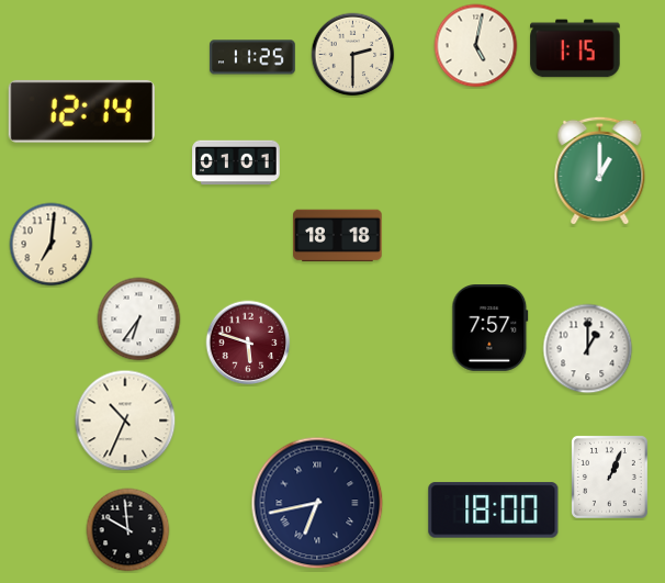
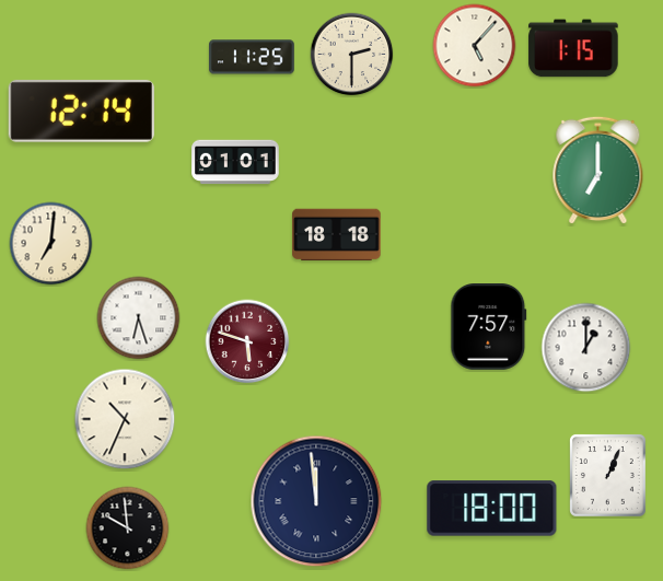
clock at (476, 46): 5:02 -> 5:07
clock at (600, 171): 1:00 -> 7:00
clock at (139, 319): 6:36 -> 6:27
clock at (317, 503): 6:43 -> 11:59
